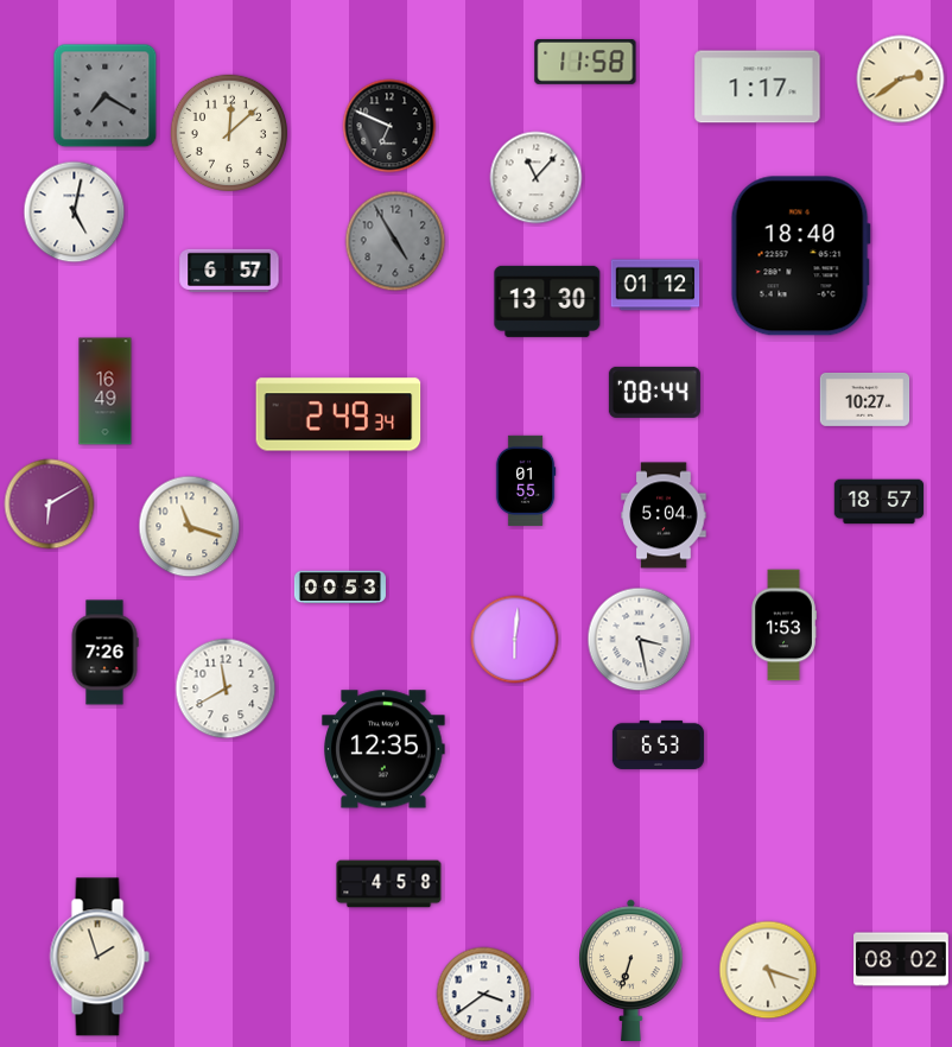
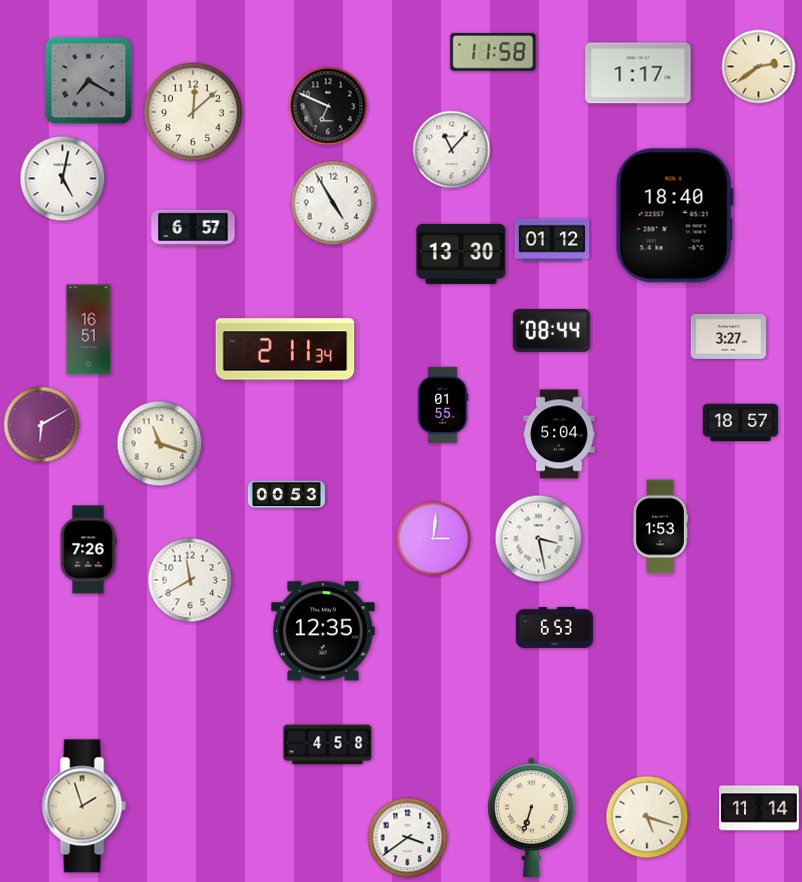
clock at (395, 241) dial: grey -> white
clock at (106, 392): 16:49 -> 16:51
clock at (865, 399): 10:27 -> 3:27
clock at (338, 414): 2:49 -> 2:11
clock at (515, 640): 6:01 -> 3:01
clock at (901, 959): 08:02 -> 11:14
